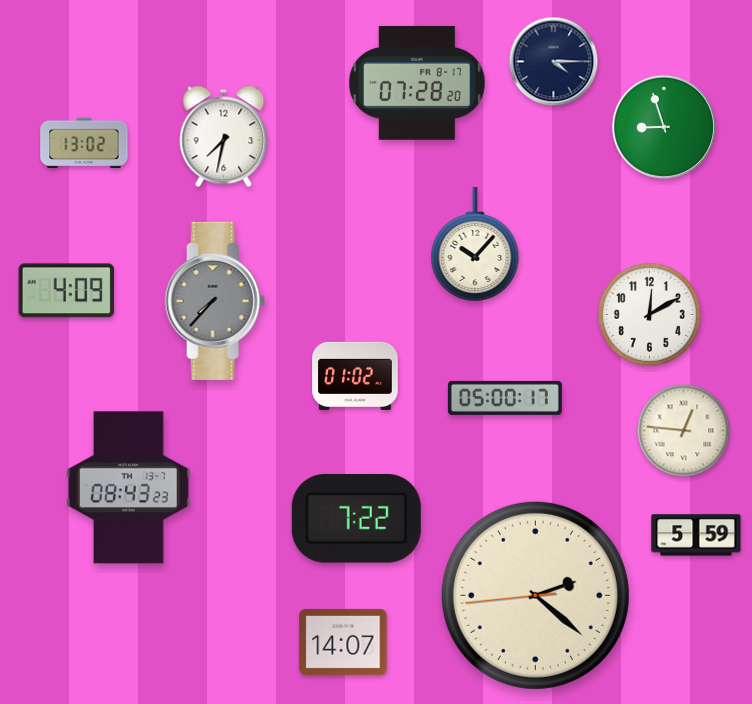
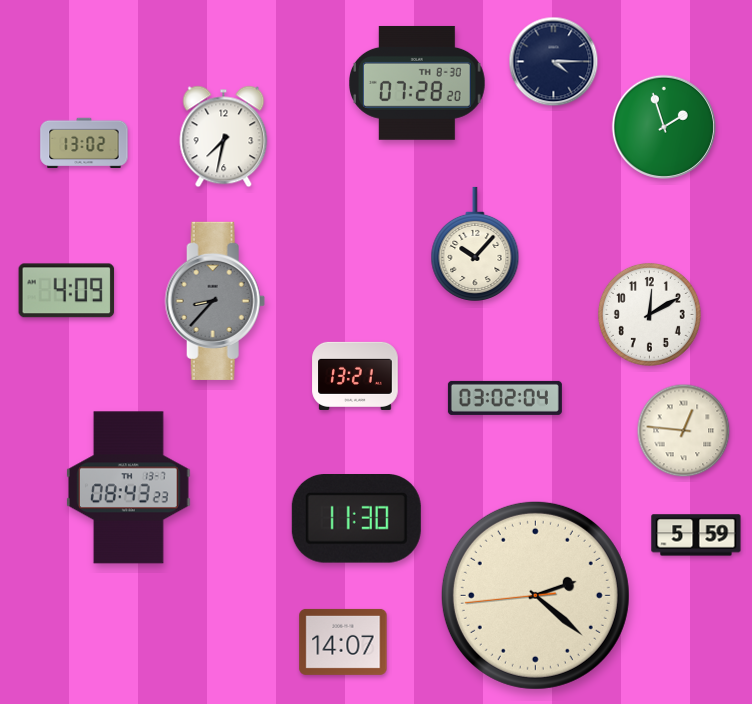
clock at (418, 83) date: FR 8-17 -> TH 8-30
clock at (664, 127): 8:57 -> 1:57
clock at (215, 301): 7:37 -> 8:37
clock at (355, 376): 01:02 -> 13:21
clock at (505, 398): 05:00 -> 03:02
clock at (356, 519): 7:22 -> 11:30
